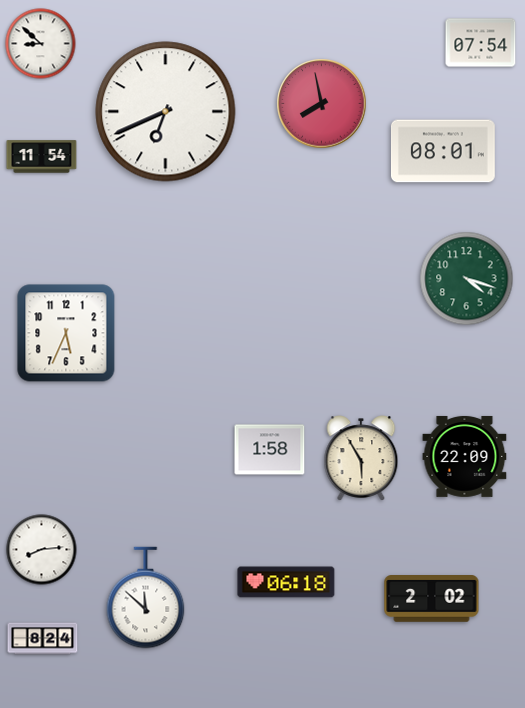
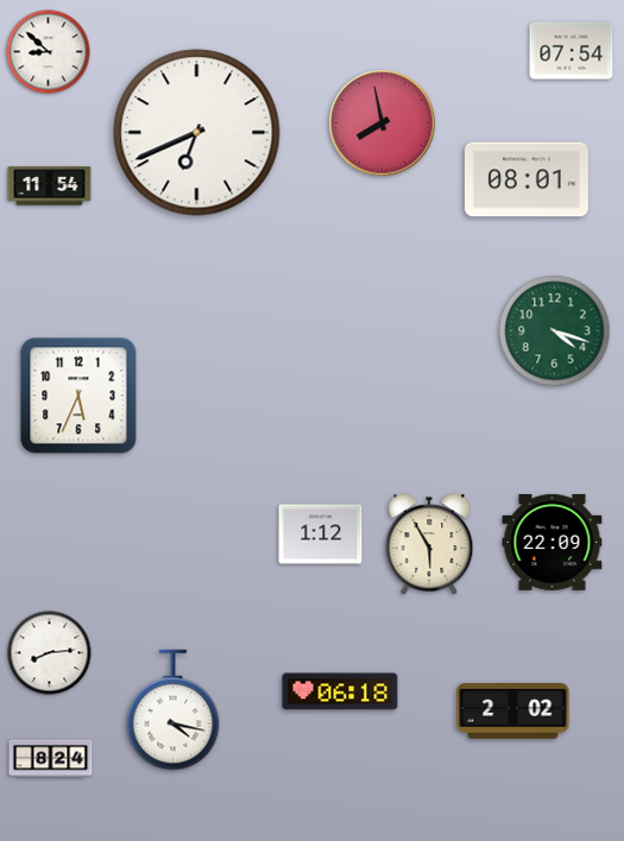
clock at (270, 450): 1:58 -> 1:12
clock at (146, 598): 11:52 -> 4:17
